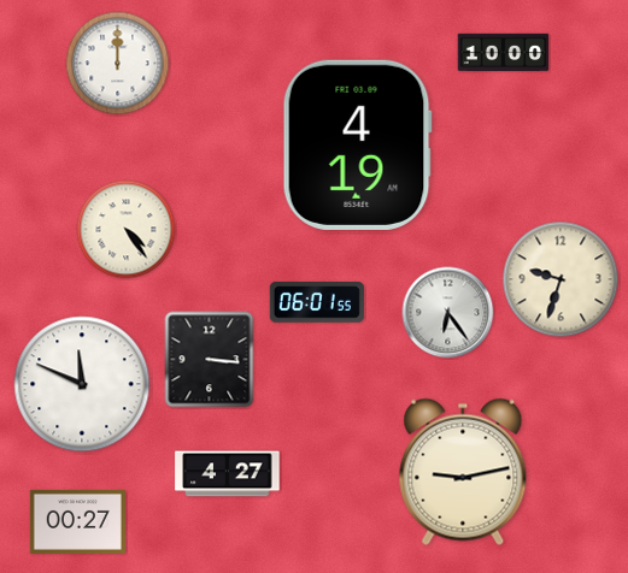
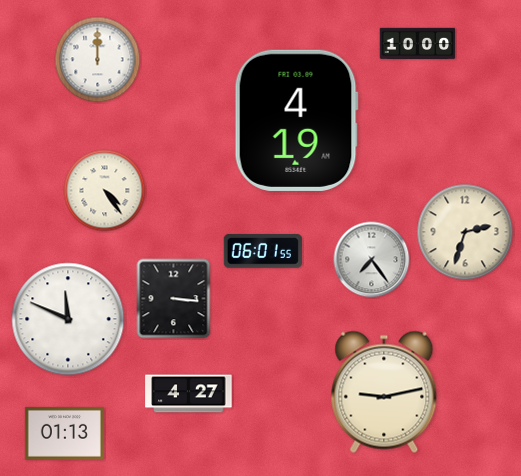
clock at (118, 64) position: (118, 64) -> (98, 60)
clock at (560, 279): 9:33 -> 2:33
clock at (448, 313): 6:24 -> 7:24
clock at (77, 521): 00:27 -> 01:13
